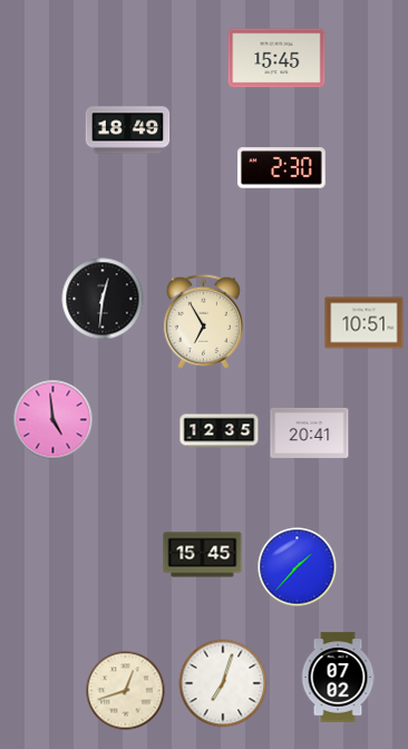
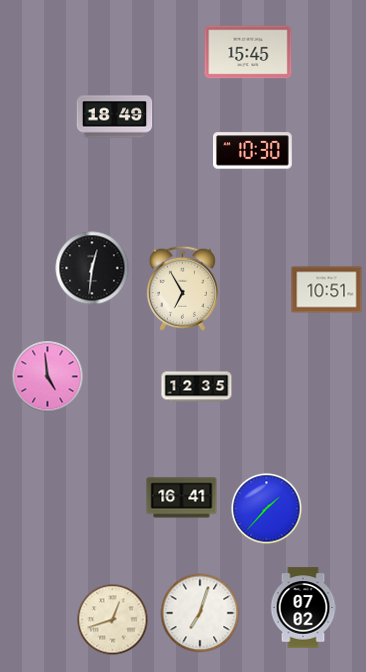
clock at (282, 168): 2:30 -> 10:30
clock at (310, 432): 20:41 -> none
clock at (203, 555): 15:45 -> 16:41
